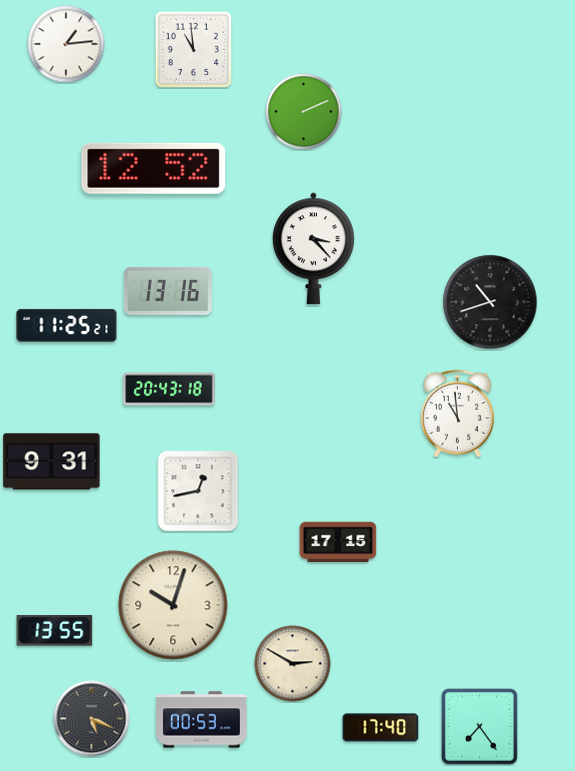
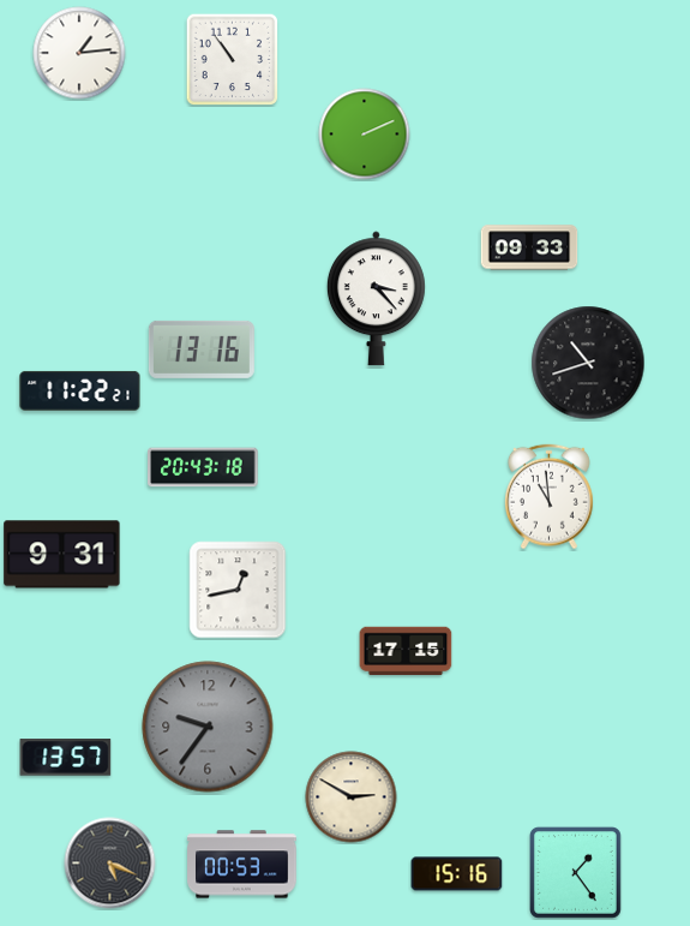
clock at (193, 49): 10:59 -> 10:54
clock at (154, 168): 12:52 -> none
clock at (529, 247): none -> 09:33
clock at (67, 325): 11:25 -> 11:22
clock at (173, 605): 10:03 -> 9:36
clock at (173, 605) dial: cream -> grey
clock at (55, 631): 13:55 -> 13:57
clock at (479, 726): 7:24 -> 1:24
clock at (381, 728): 17:40 -> 15:16
